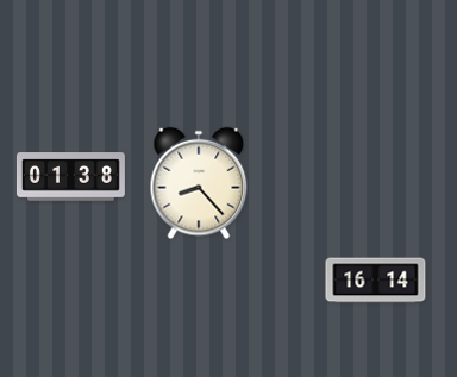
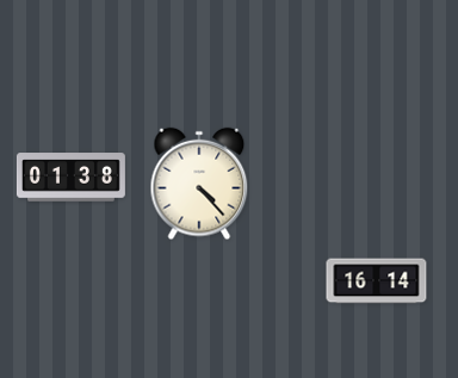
clock at (199, 183): 8:23 -> 4:23
